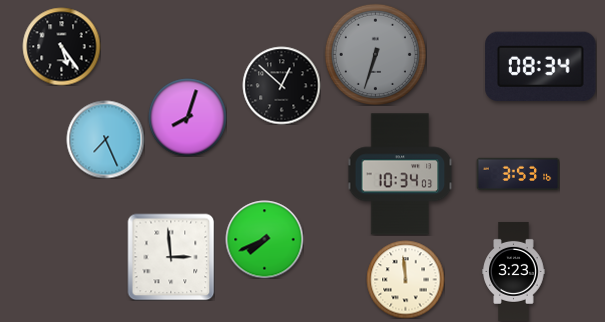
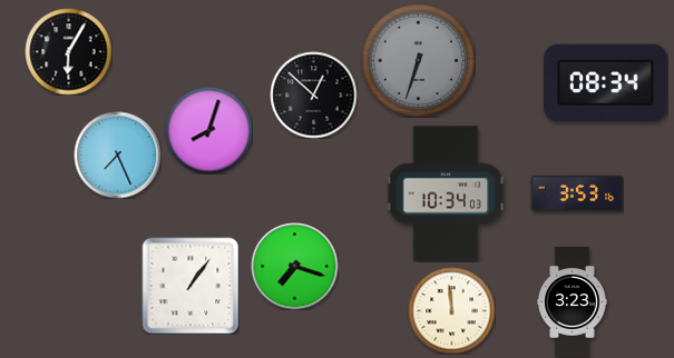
clock at (61, 46): 5:24 -> 6:05
clock at (541, 67) position: (541, 67) -> (606, 83)
clock at (264, 239): 7:41 -> 7:18
clock at (171, 257): 2:59 -> 1:06
